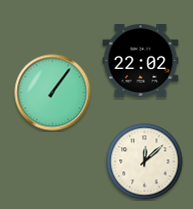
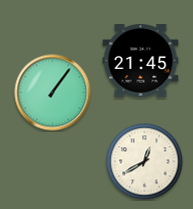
clock at (141, 61): 22:02 -> 21:45
clock at (145, 162): 12:08 -> 12:40
